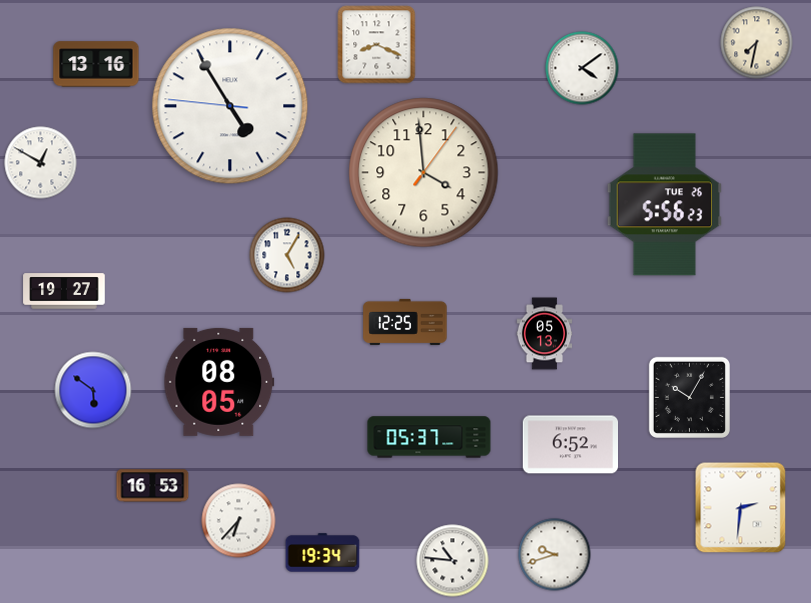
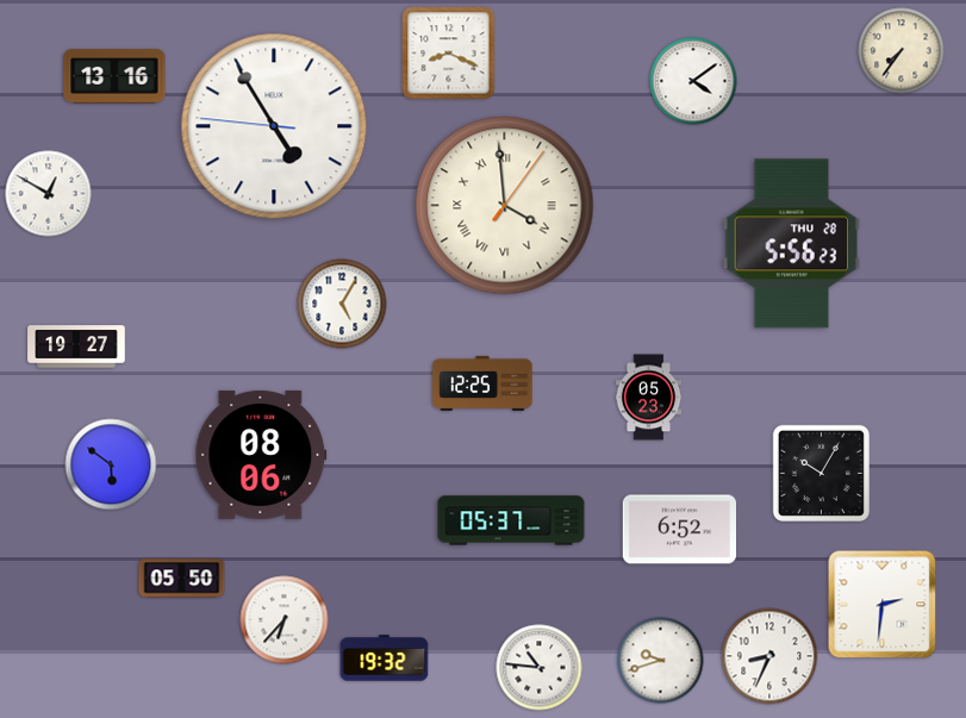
clock at (757, 43): 7:32 -> 7:36
clock at (424, 173) numerals: Arabic -> Roman
clock at (664, 205) date: TUE 26 -> THU 28
clock at (545, 334): 05:13 -> 05:23
clock at (219, 382): 08:05 -> 08:06
clock at (153, 486): 16:53 -> 05:50
clock at (769, 656): none -> 8:34
clock at (323, 553): 19:34 -> 19:32
